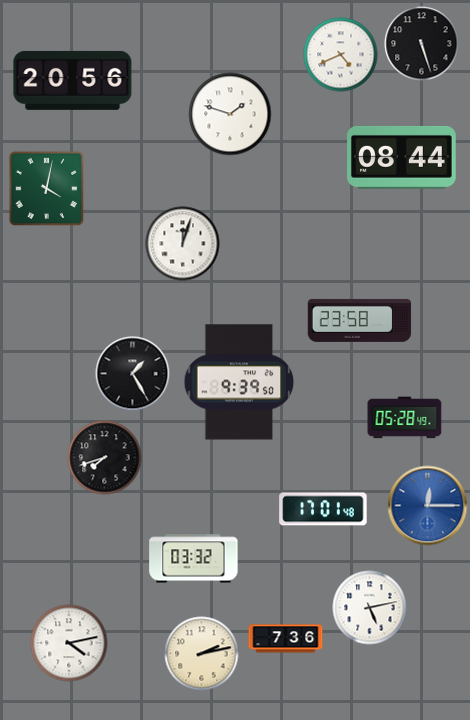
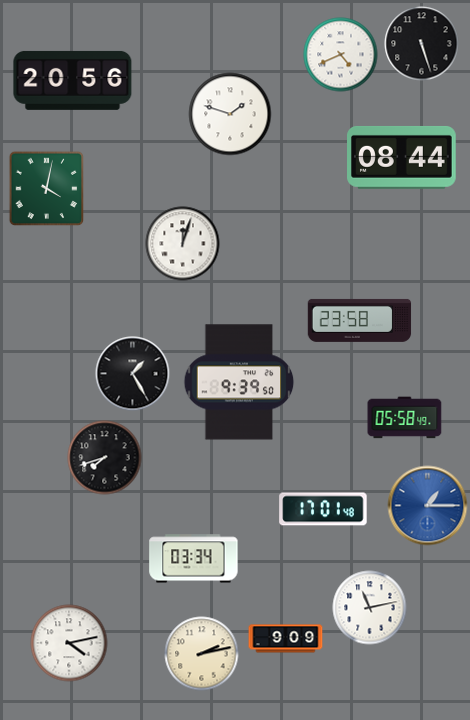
clock at (405, 418): 05:28 -> 05:58
clock at (428, 506): 12:15 -> 1:15
clock at (194, 559): 03:32 -> 03:34
clock at (370, 608): 5:13 -> 11:13
clock at (286, 639): 7:36 -> 9:09
